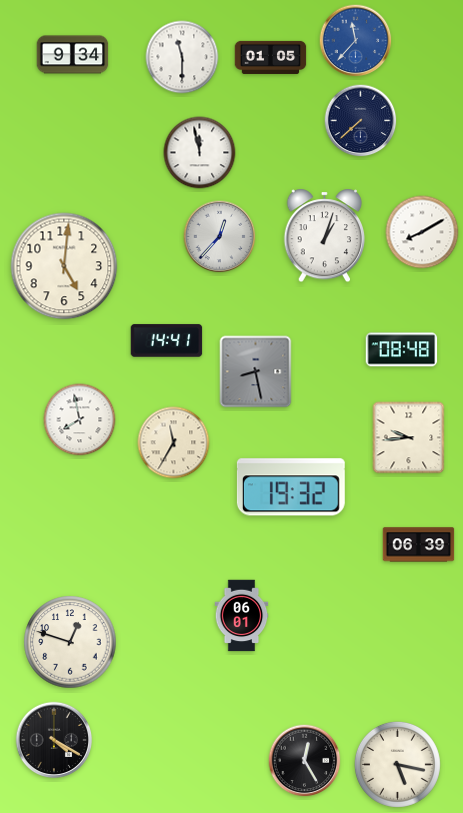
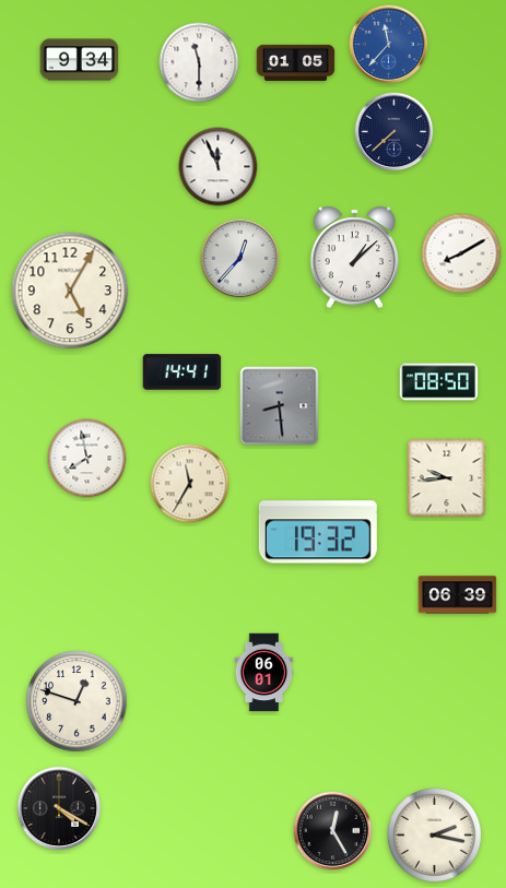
clock at (200, 153): 11:58 -> 11:56
clock at (325, 236): 1:03 -> 1:08
clock at (64, 266): 5:01 -> 5:05
clock at (402, 350): 08:48 -> 08:50
clock at (256, 372): 8:28 -> 8:29
clock at (397, 764): 5:17 -> 2:17
